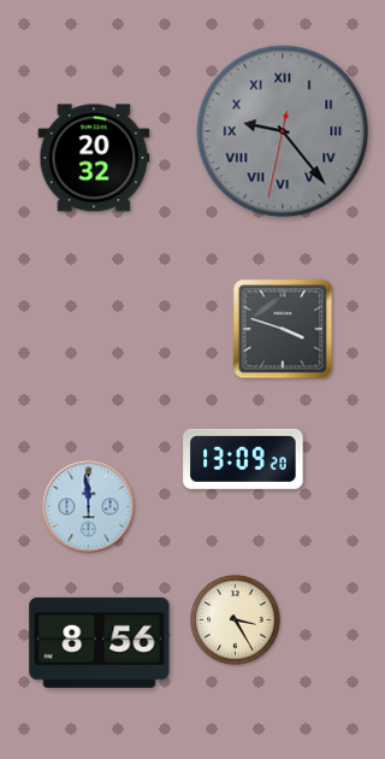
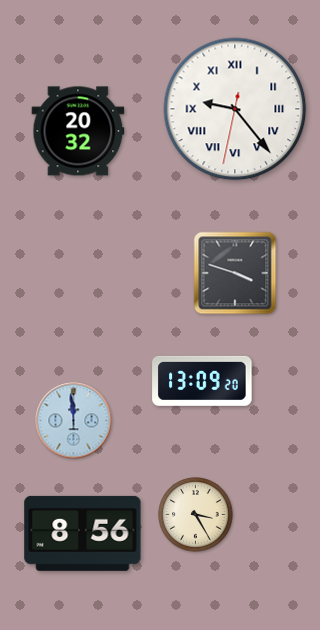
clock at (283, 131) dial: grey -> white
